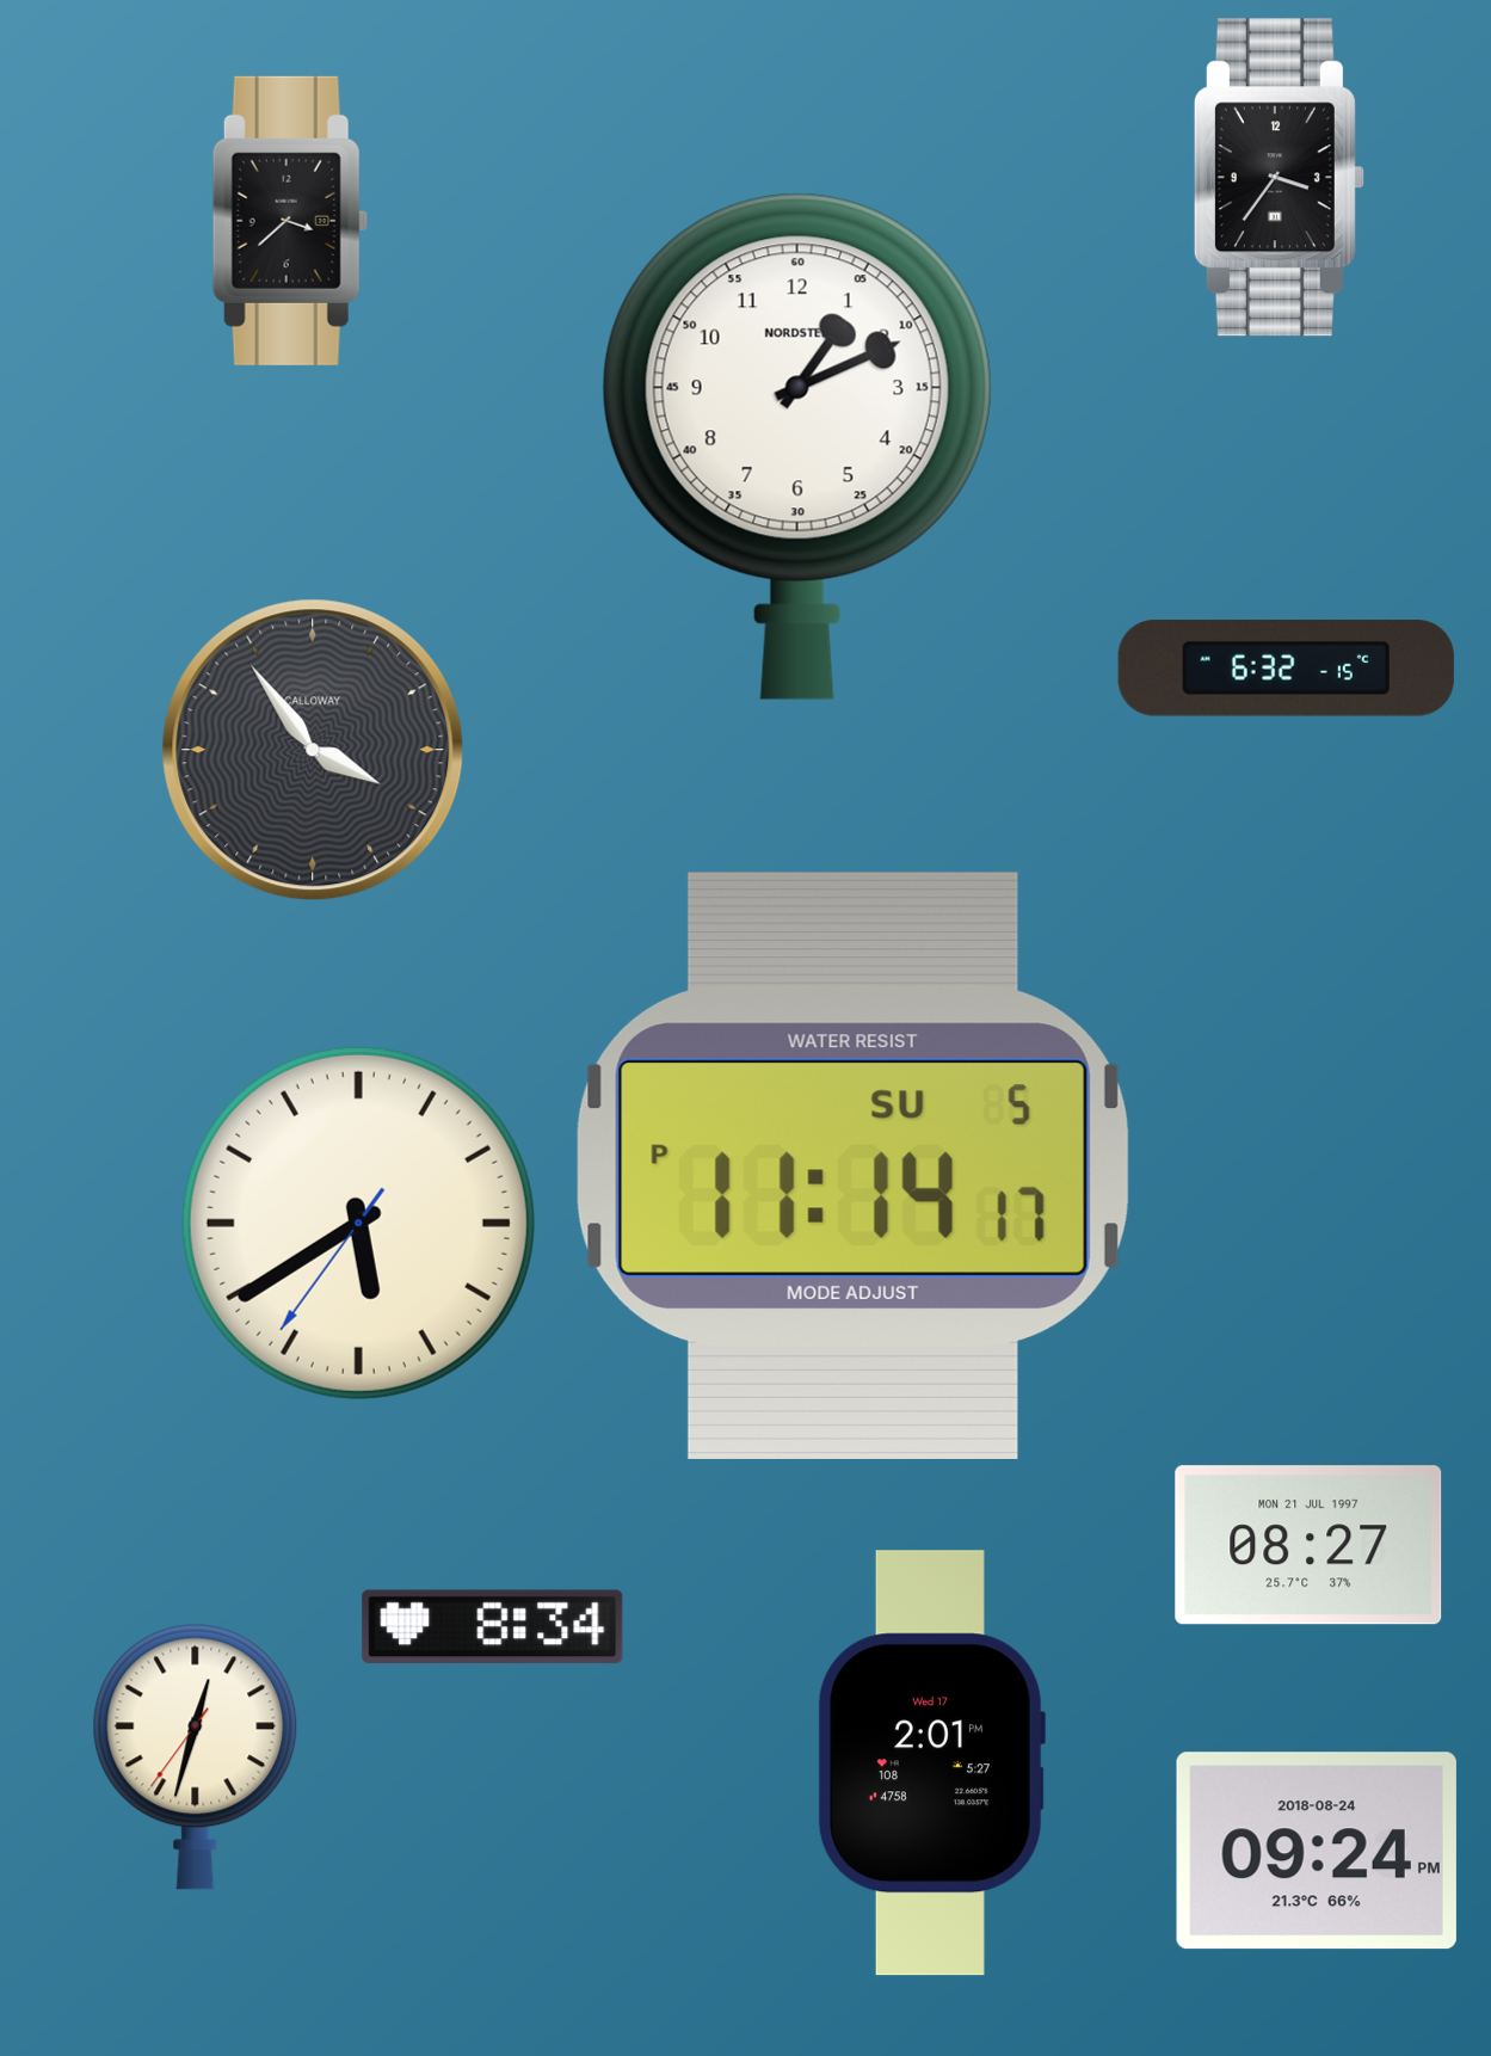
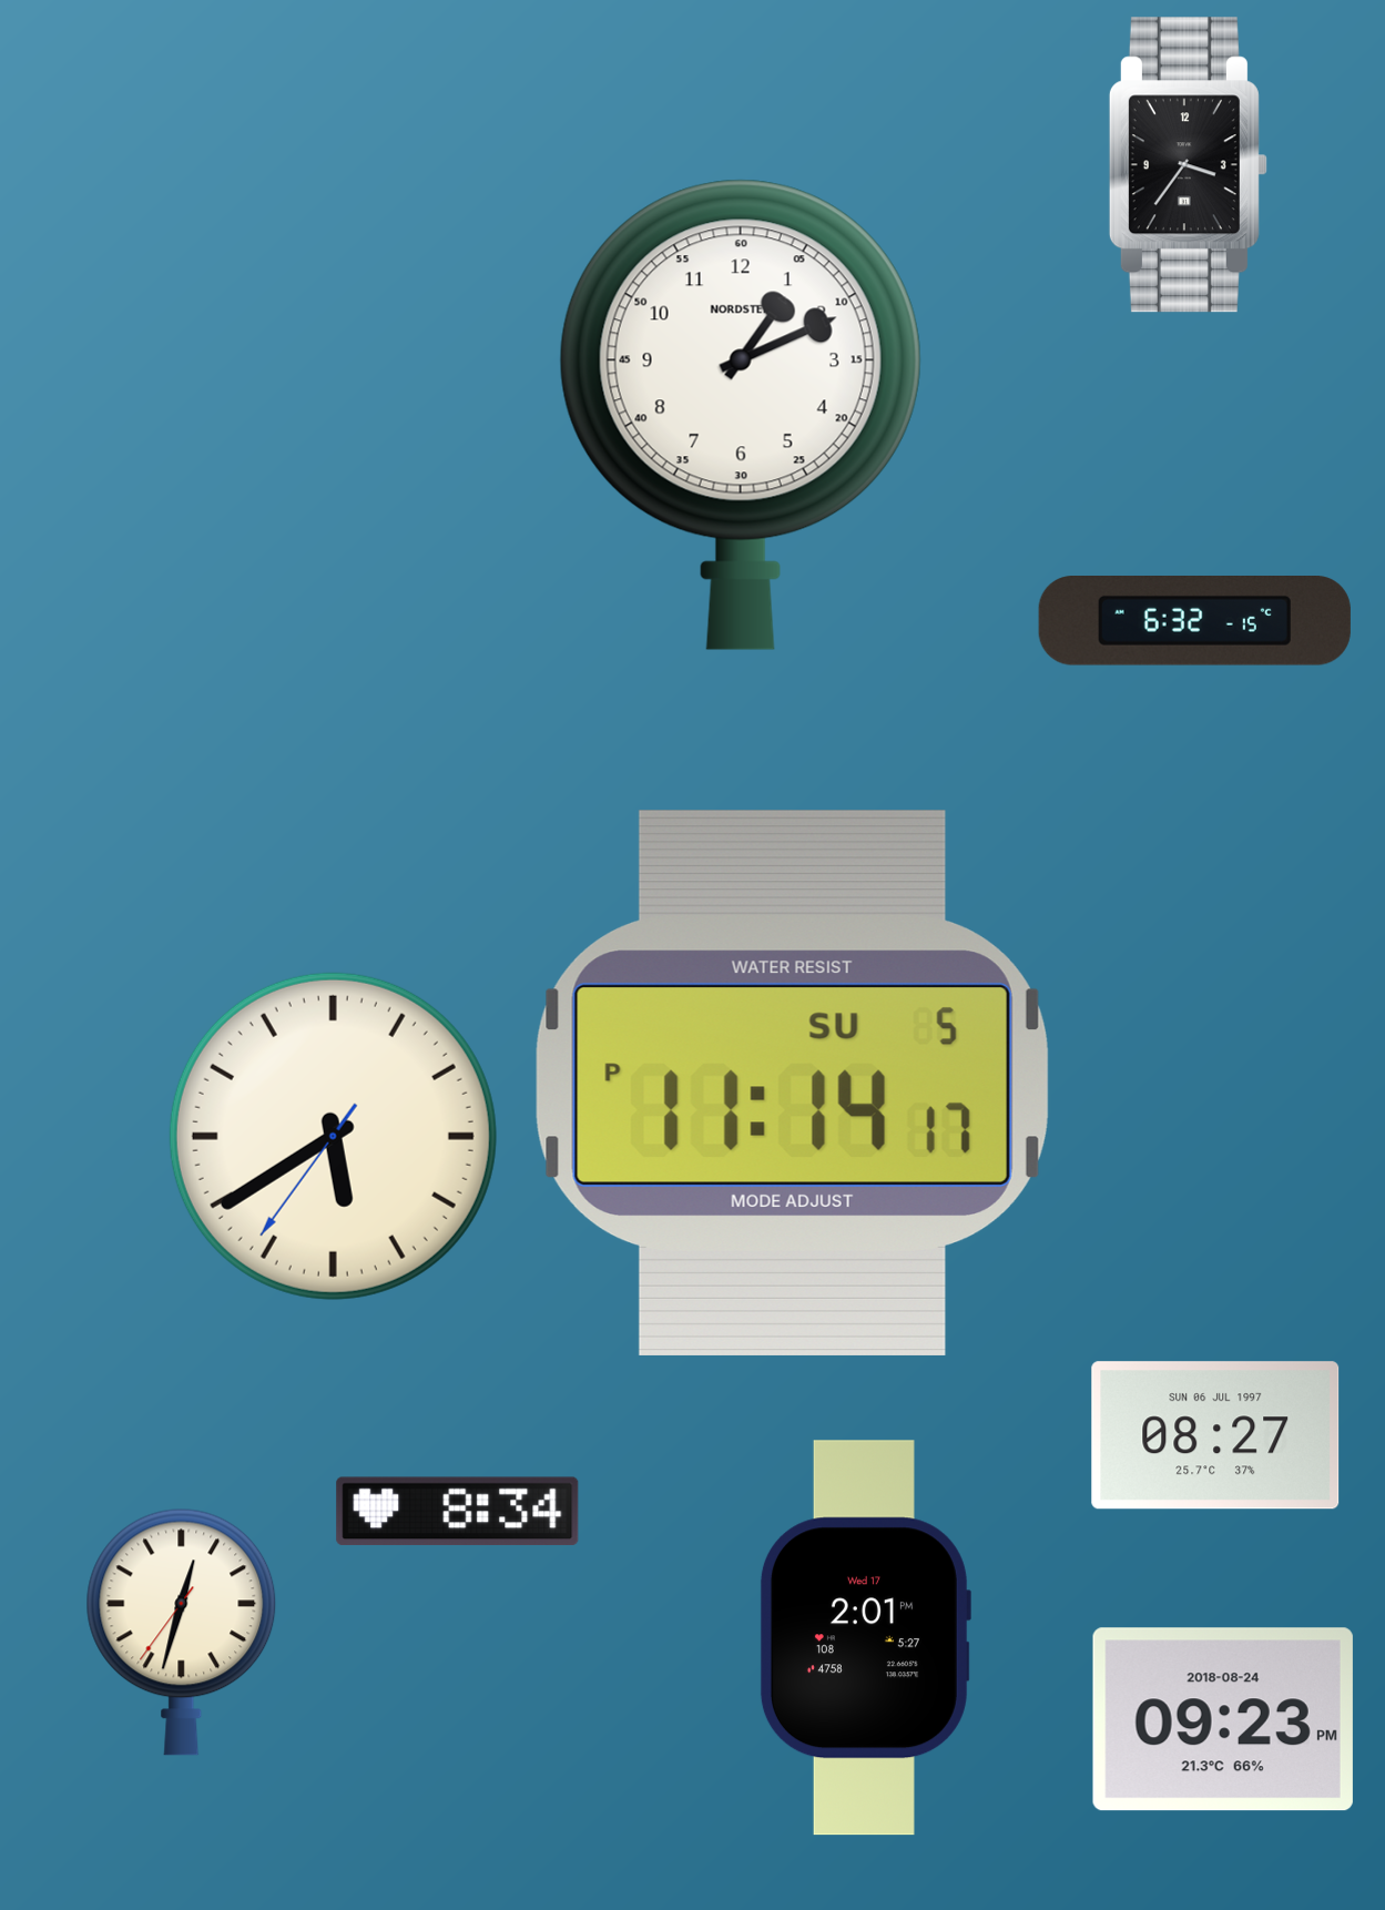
clock at (290, 221): 3:38 -> none
clock at (313, 750): 3:54 -> none
clock at (1308, 1545) date: MON 21 JUL 1997 -> SUN 06 JUL 1997
clock at (1317, 1851): 09:24 -> 09:23
